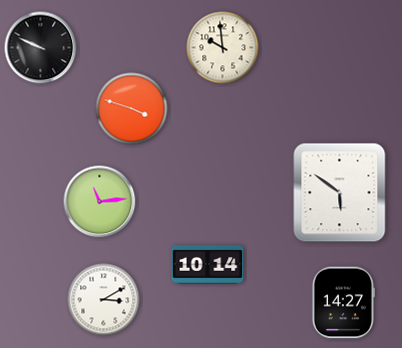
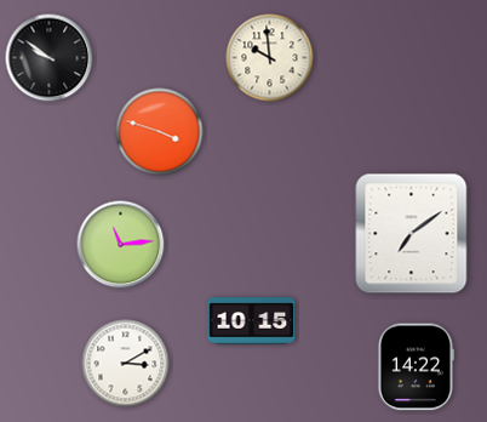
clock at (41, 48): 9:49 -> 9:51
clock at (340, 193): 5:51 -> 7:09
clock at (208, 265): 10:14 -> 10:15
clock at (343, 303): 14:27 -> 14:22
